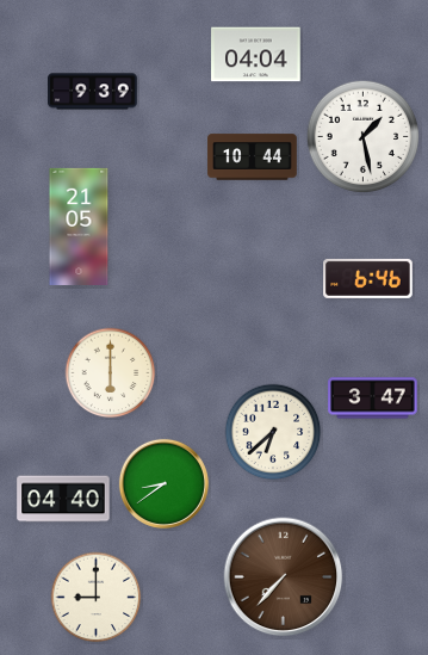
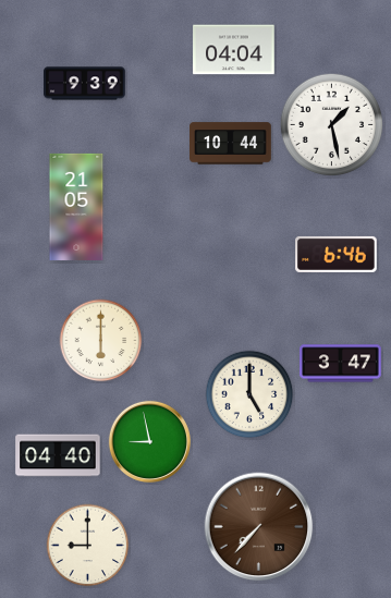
clock at (79, 227) position: (79, 227) -> (76, 207)
clock at (273, 432): 6:38 -> 5:00
clock at (163, 483): 8:39 -> 8:58
